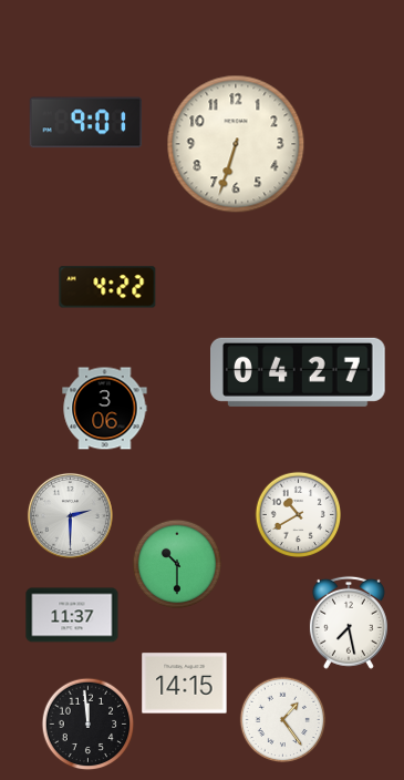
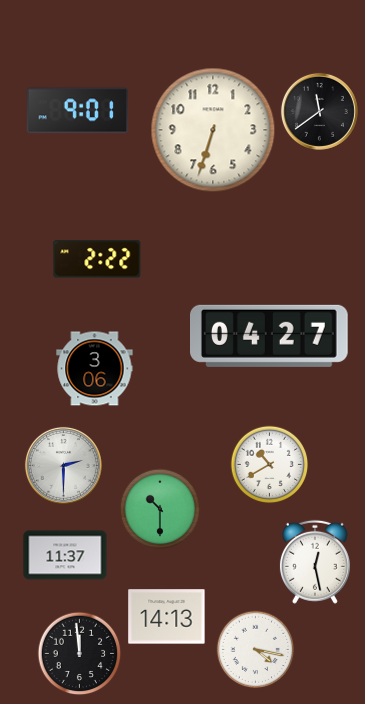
clock at (319, 111): none -> 11:39
clock at (107, 287): 4:22 -> 2:22
clock at (349, 623): 7:28 -> 12:28
clock at (185, 684): 14:15 -> 14:13
clock at (282, 719): 1:24 -> 4:17
